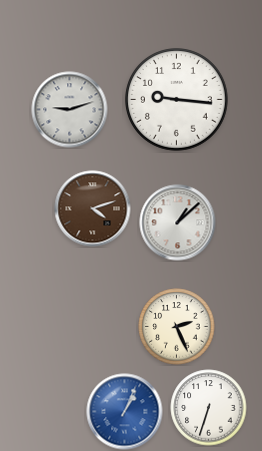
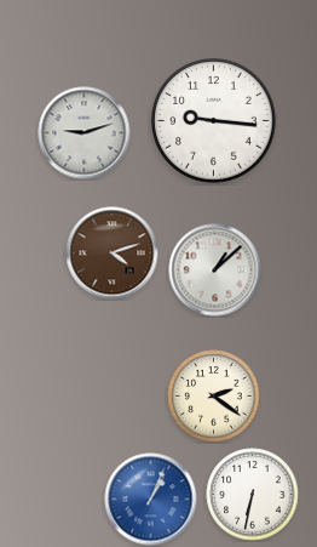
clock at (177, 327): 2:26 -> 2:21
clock at (209, 408): 6:33 -> 6:32
